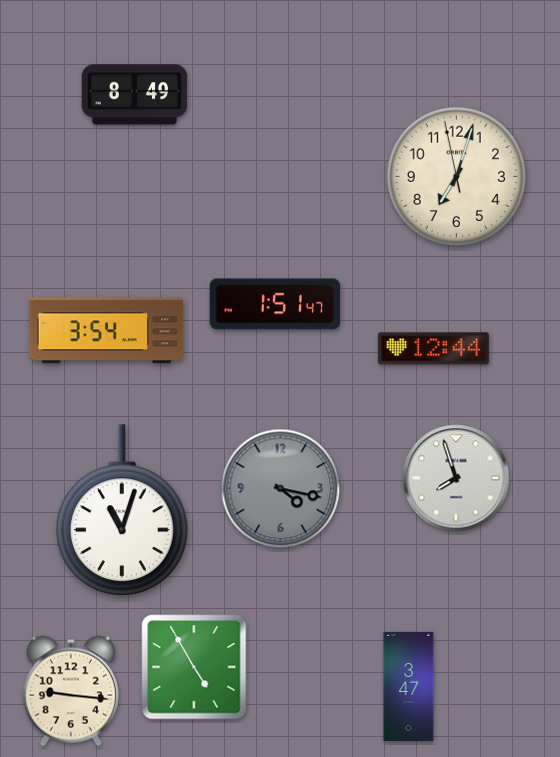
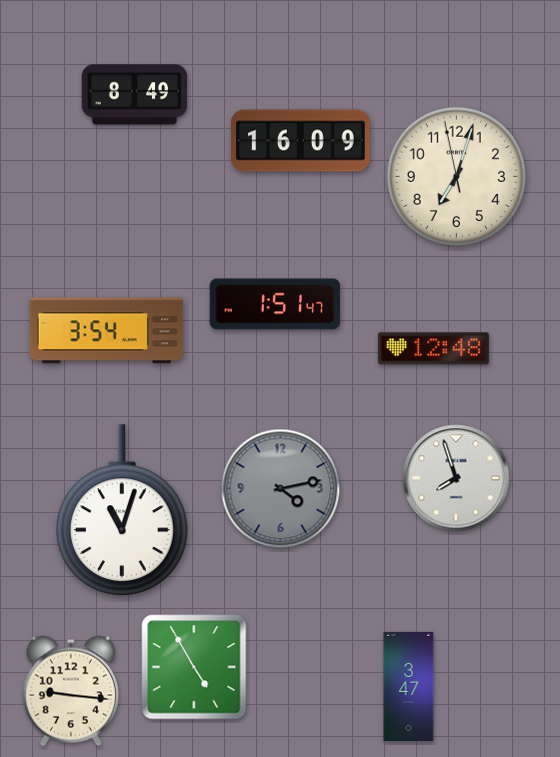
clock at (301, 141): none -> 16:09
clock at (433, 349): 12:44 -> 12:48
clock at (281, 489): 4:17 -> 4:13
